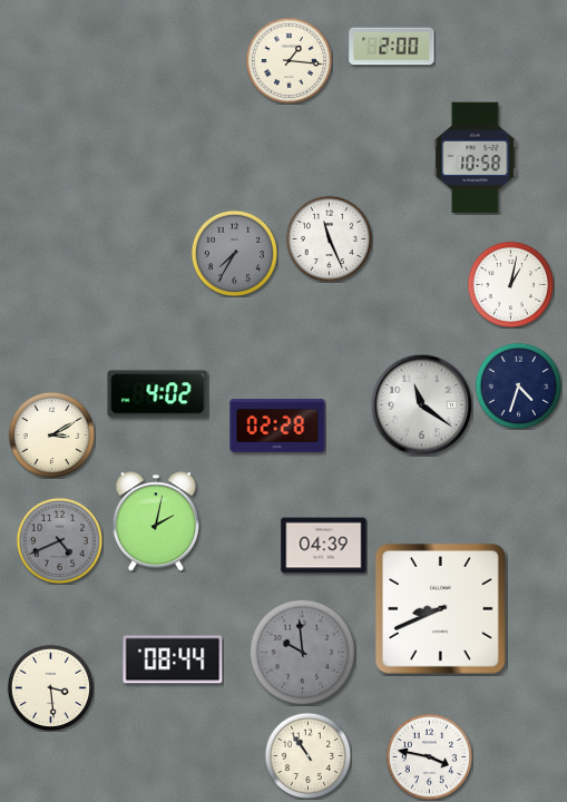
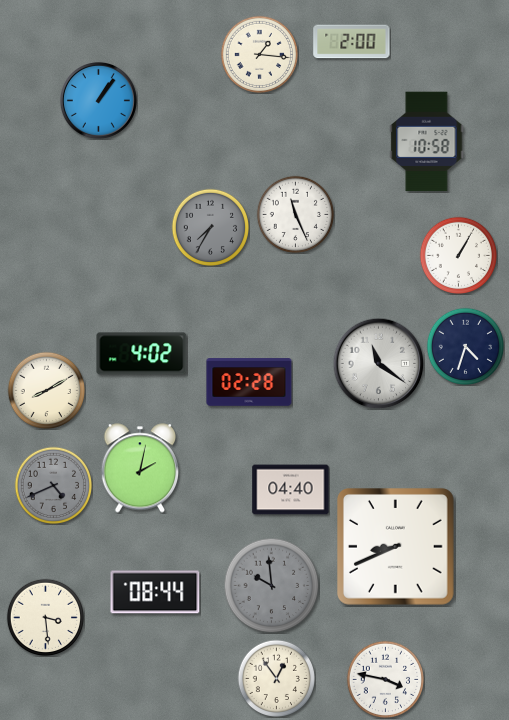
clock at (98, 100): none -> 1:06
clock at (510, 284): 1:02 -> 1:05
clock at (51, 434): 3:10 -> 8:10
clock at (324, 546): 04:39 -> 04:40
clock at (307, 755): 10:54 -> 12:54
